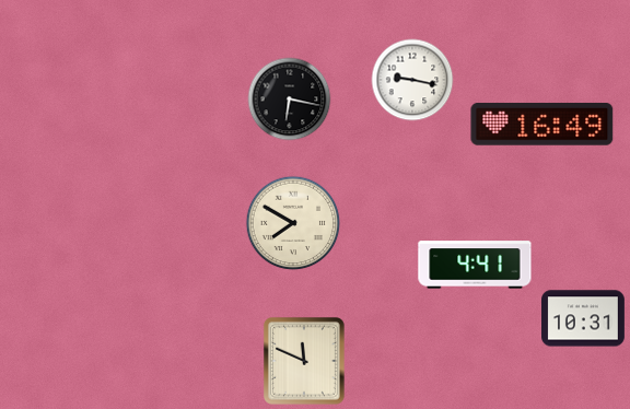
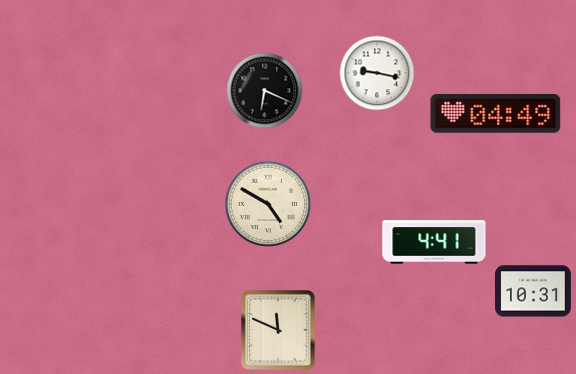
clock at (290, 100): 6:17 -> 6:19
clock at (542, 124): 16:49 -> 04:49
clock at (293, 223): 7:50 -> 4:50
